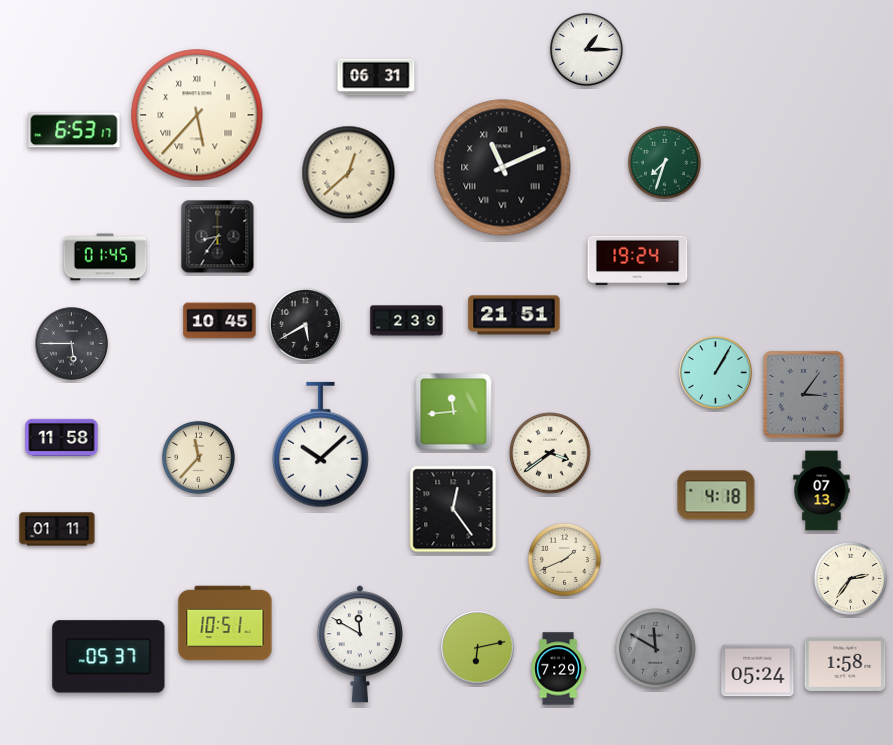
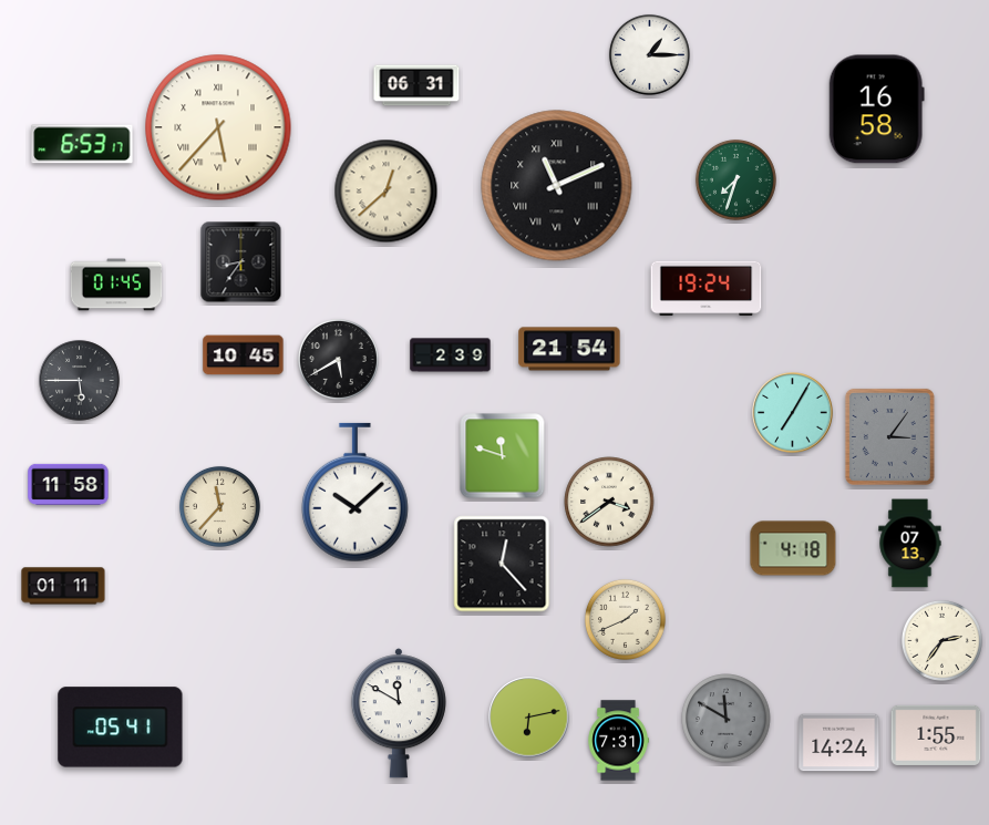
clock at (876, 110): none -> 16:58
clock at (514, 315): 21:51 -> 21:54
clock at (716, 373): 1:05 -> 7:05
clock at (454, 412): 11:44 -> 11:48
clock at (453, 509): 12:24 -> 12:23
clock at (225, 623): 10:51 -> none
clock at (109, 657): 05:37 -> 05:41
clock at (845, 664): 1:58 -> 1:55
clock at (558, 669): 7:29 -> 7:31
clock at (758, 671): 05:24 -> 14:24
